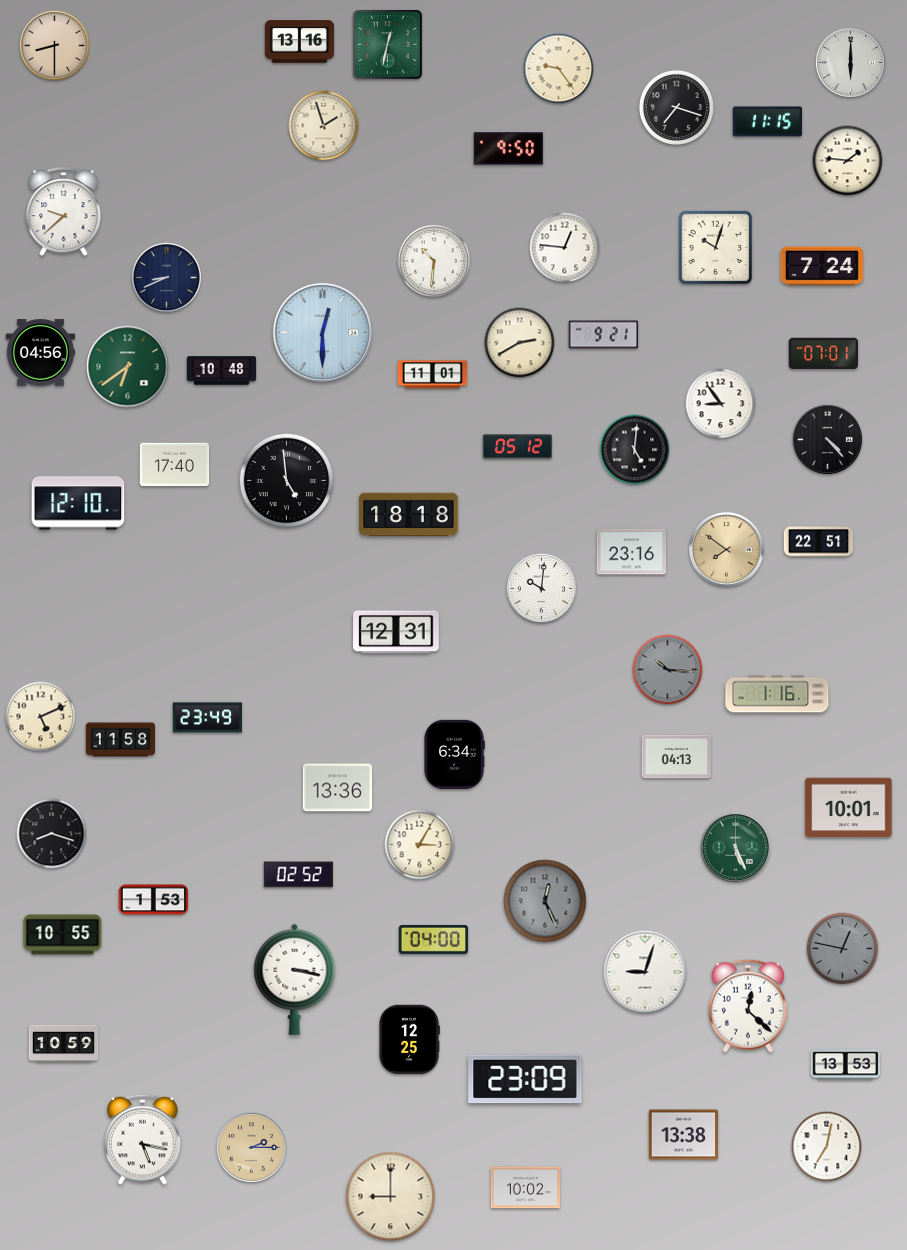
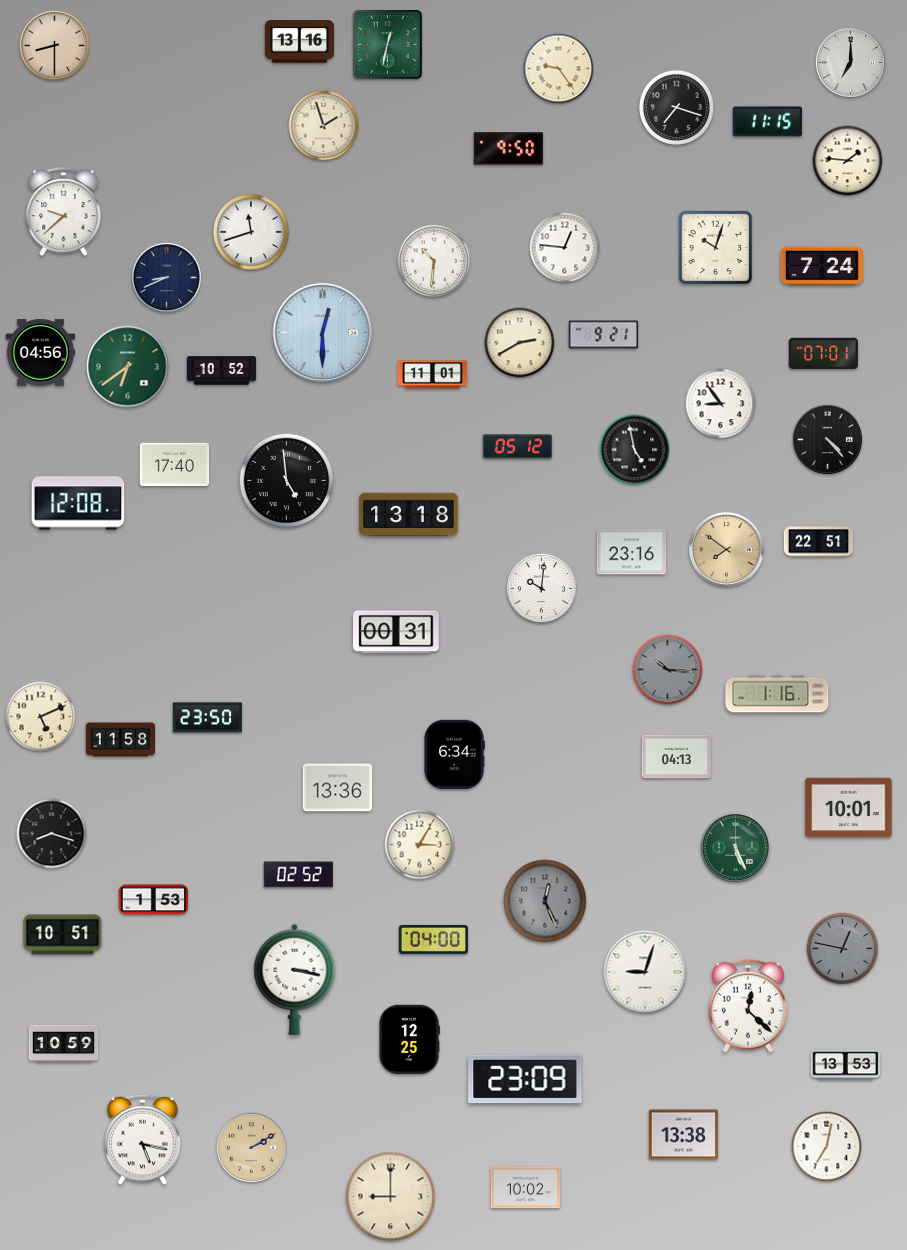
clock at (850, 62): 6:00 -> 7:00
clock at (251, 232): none -> 11:42
clock at (222, 371): 10:48 -> 10:52
clock at (635, 450): 5:01 -> 4:58
clock at (78, 503): 12:10 -> 12:08
clock at (409, 515): 18:18 -> 13:18
clock at (396, 632): 12:31 -> 00:31
clock at (208, 718): 23:49 -> 23:50
clock at (63, 935): 10:55 -> 10:51
clock at (251, 1147): 2:15 -> 2:10
